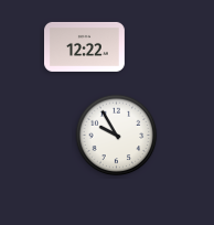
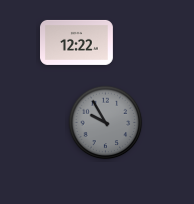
clock at (117, 136) dial: white -> grey
